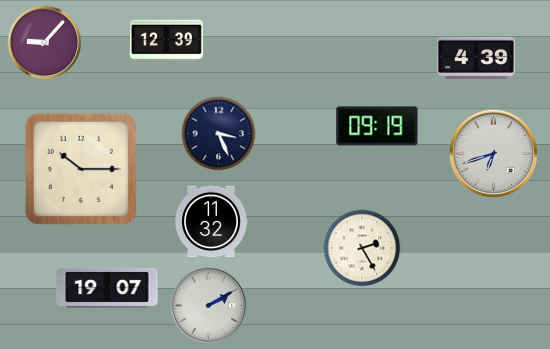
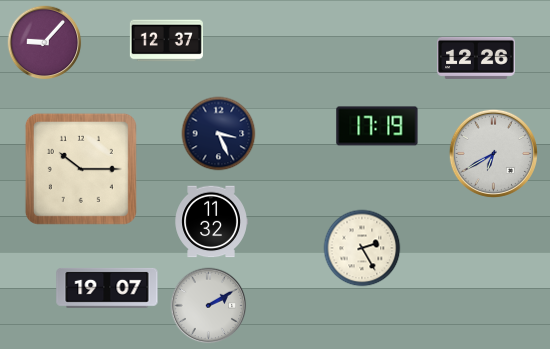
clock at (166, 41): 12:39 -> 12:37
clock at (476, 58): 4:39 -> 12:26
clock at (377, 126): 09:19 -> 17:19
clock at (493, 153): 6:42 -> 6:40
